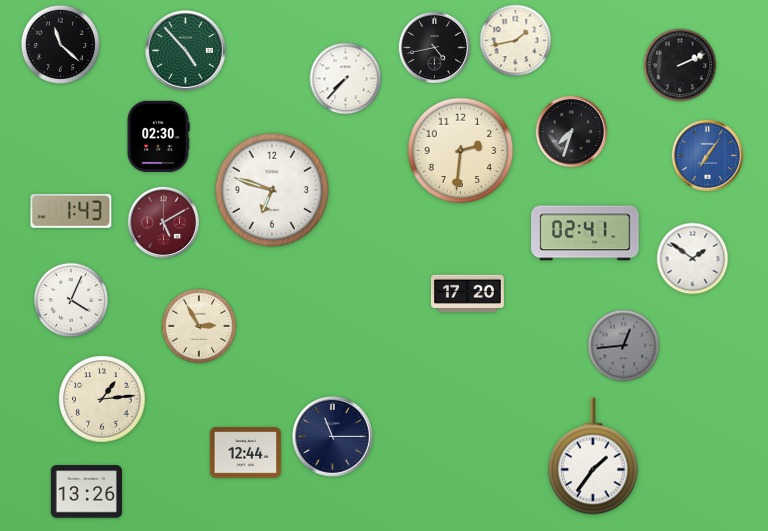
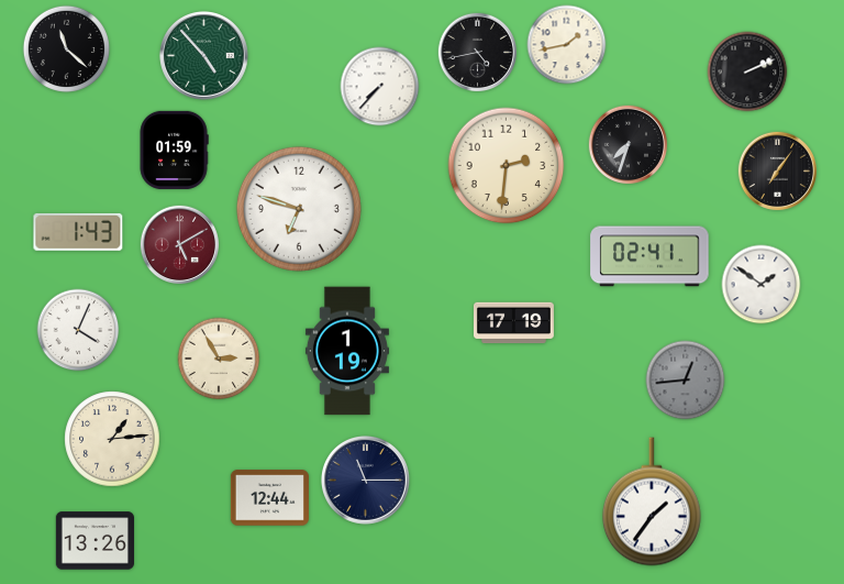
clock at (158, 136): 02:30 -> 01:59
clock at (707, 155) dial: blue -> black
clock at (585, 233) position: (585, 233) -> (649, 256)
clock at (467, 294): 17:20 -> 17:19
clock at (347, 351): none -> 1:19
